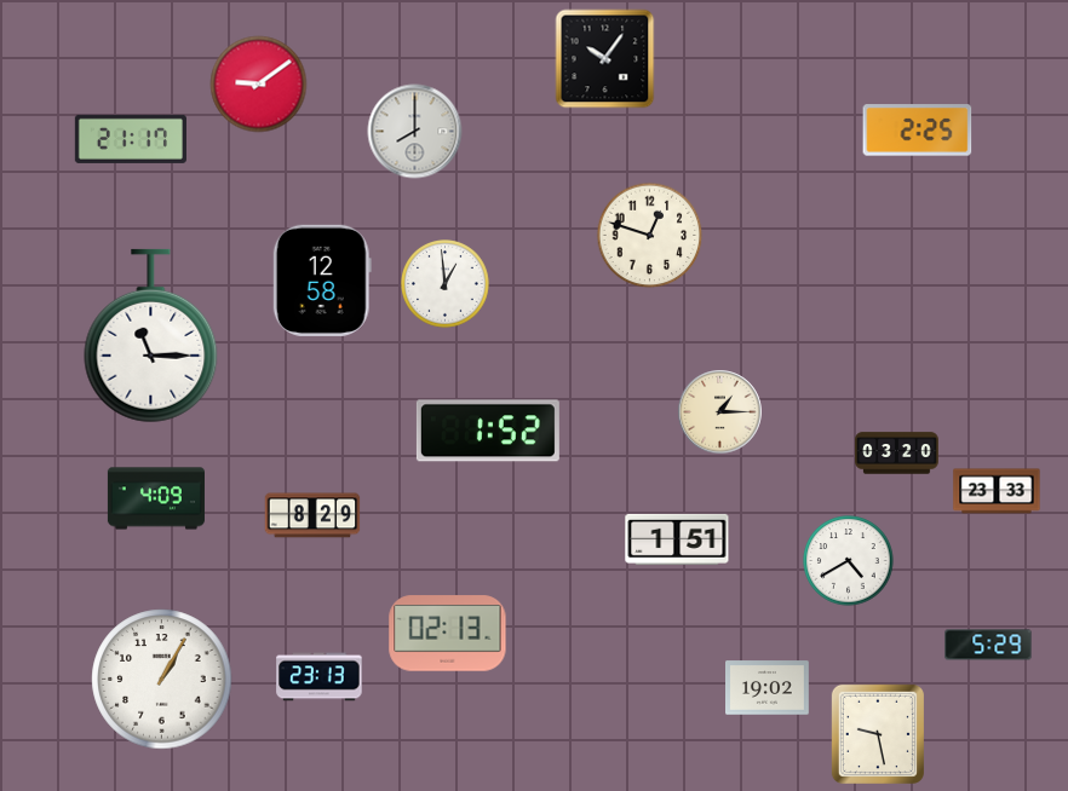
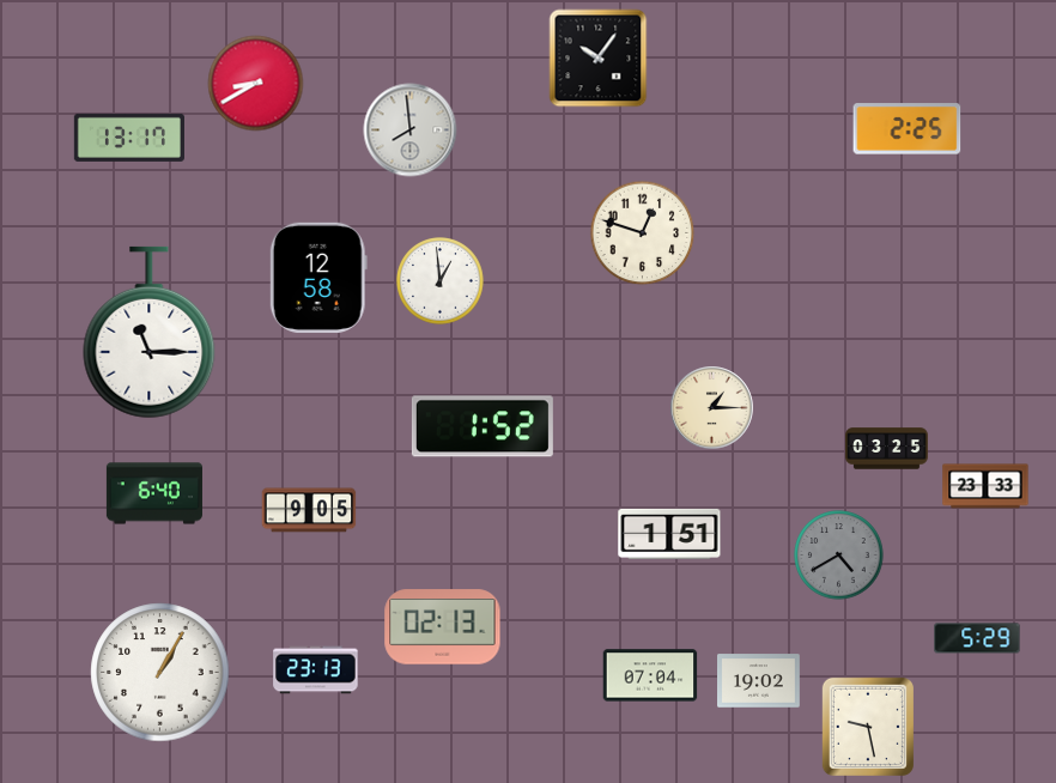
clock at (259, 85): 9:09 -> 8:40
clock at (415, 132): 8:00 -> 7:59
clock at (131, 139): 21:17 -> 13:17
clock at (897, 454): 03:20 -> 03:25
clock at (156, 498): 4:09 -> 6:40
clock at (312, 515): 8:29 -> 9:05
clock at (849, 561) dial: white -> grey
clock at (650, 675): none -> 07:04
